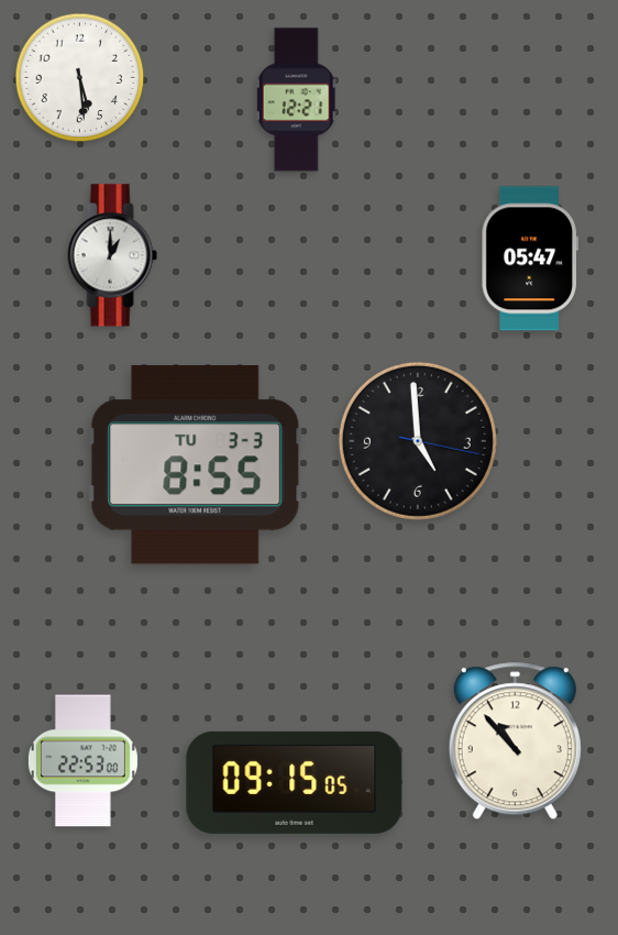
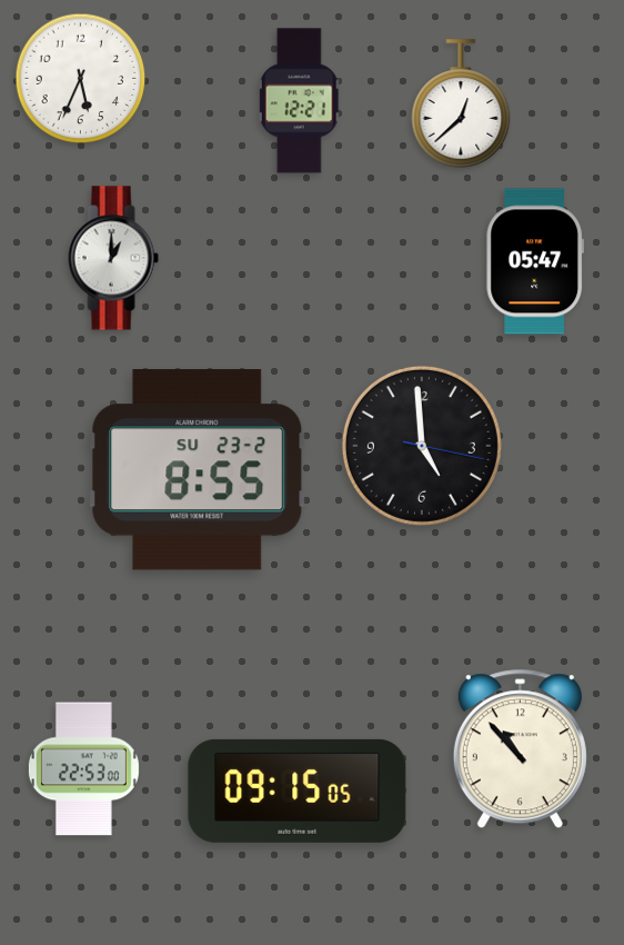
clock at (80, 78): 5:29 -> 5:34
clock at (461, 103): none -> 12:38
clock at (196, 465) date: TU 3-3 -> SU 23-2
